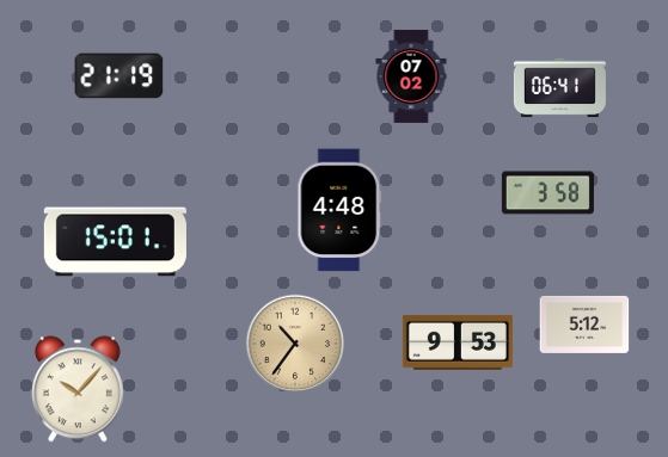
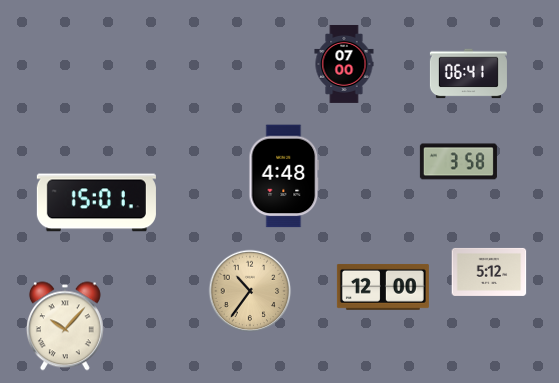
clock at (119, 76): 21:19 -> none
clock at (411, 76): 07:02 -> 07:00
clock at (458, 342): 9:53 -> 12:00
clock at (295, 344) position: (295, 344) -> (250, 291)
